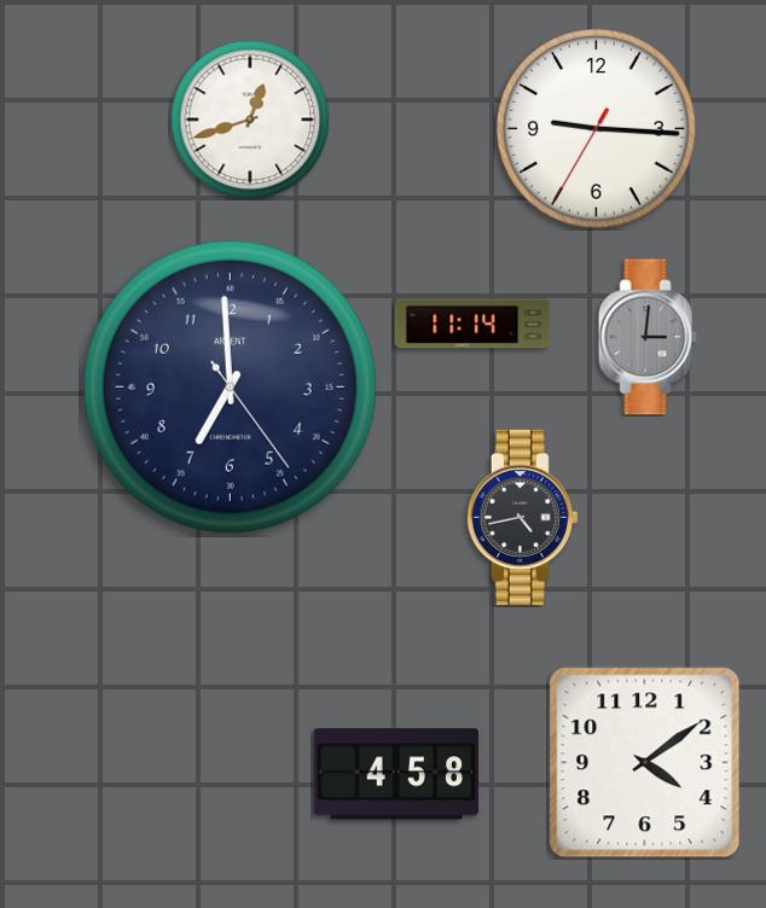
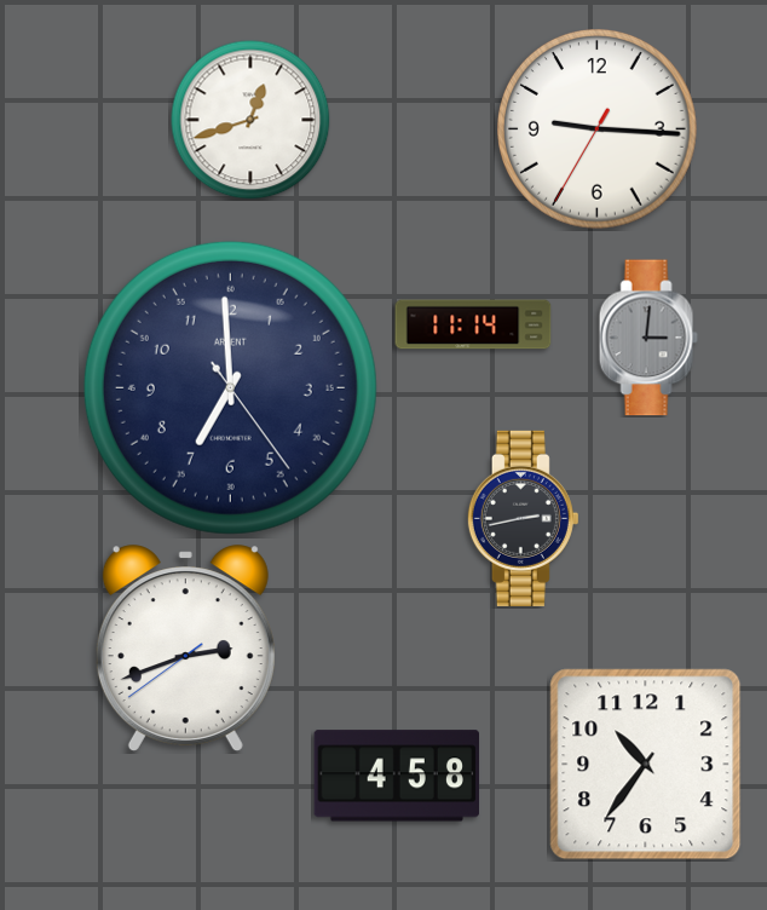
clock at (522, 517): 4:43 -> 2:43
clock at (185, 647): none -> 2:41
clock at (645, 763): 4:09 -> 10:36
